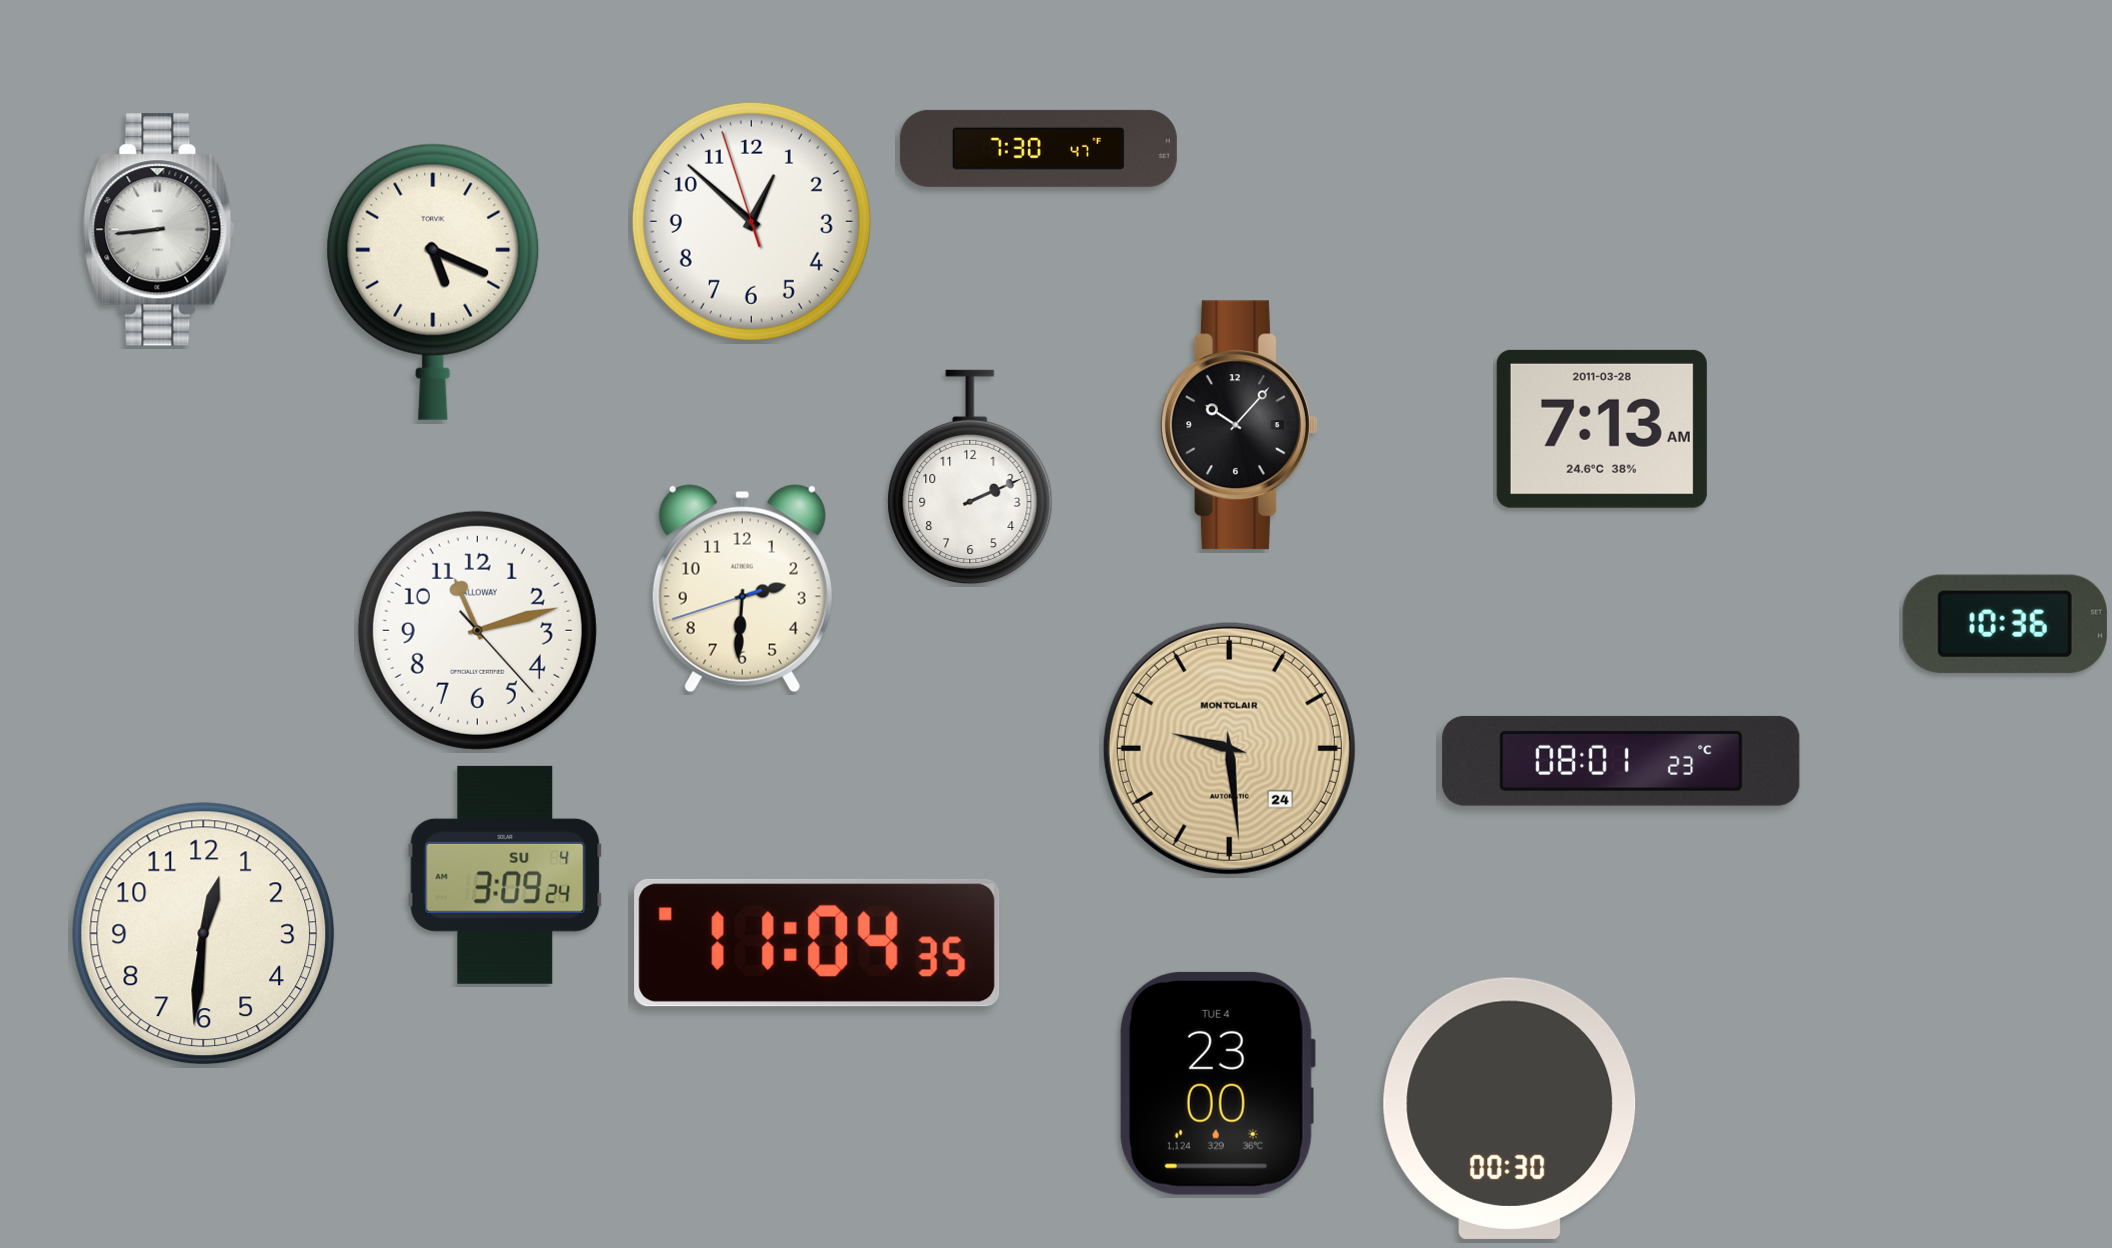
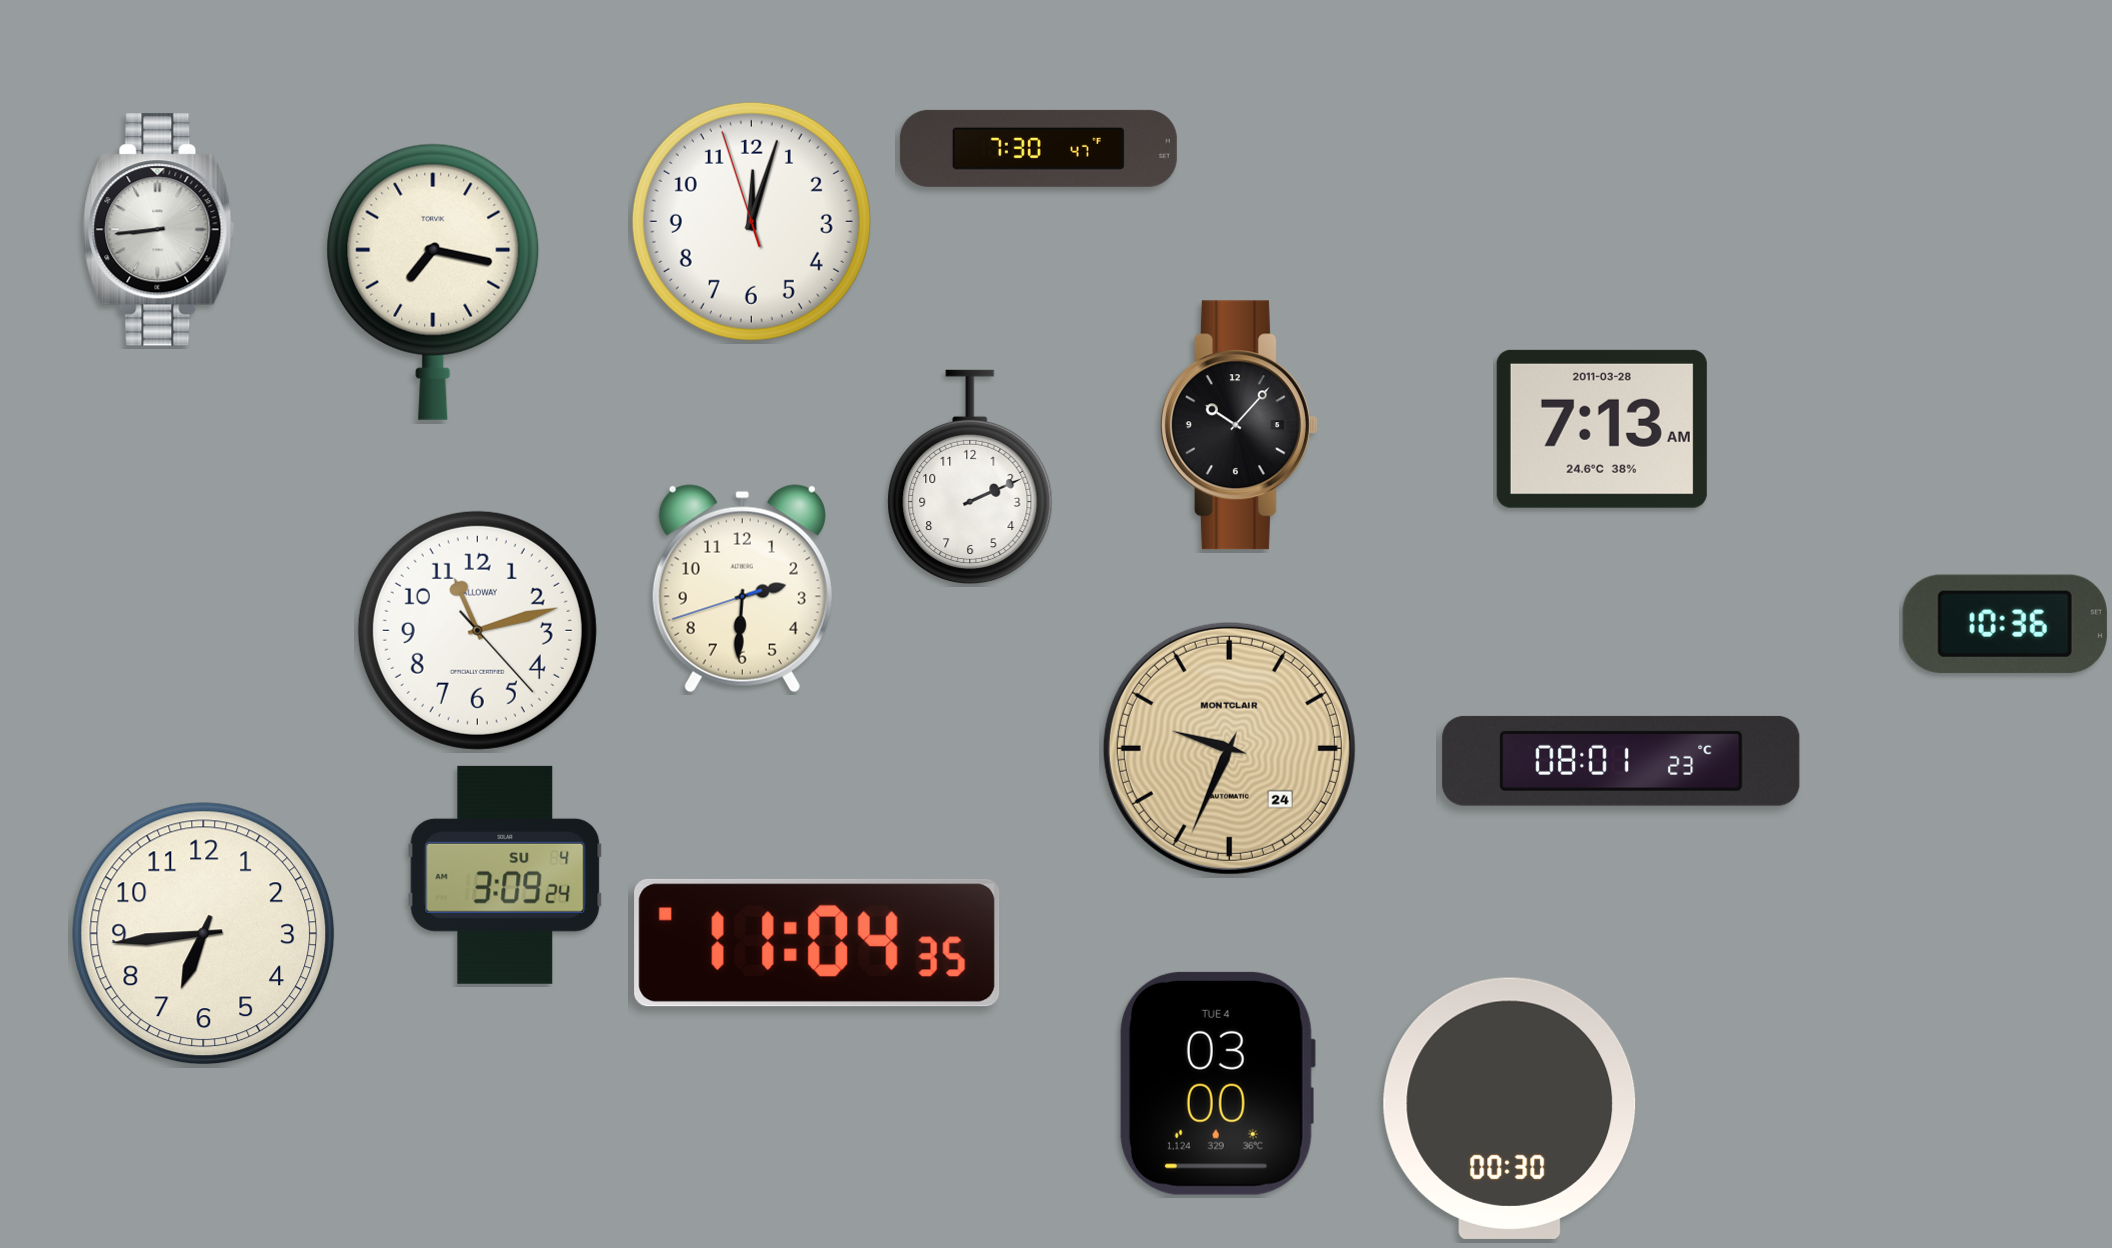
clock at (751, 221): 12:51 -> 12:02
clock at (433, 282): 5:19 -> 7:17
clock at (1229, 748): 9:29 -> 9:34
clock at (204, 934): 12:31 -> 6:44
clock at (1217, 1083): 23:00 -> 03:00
